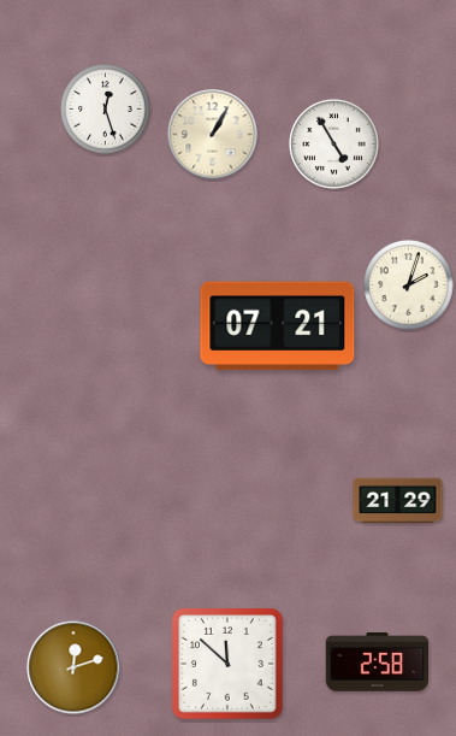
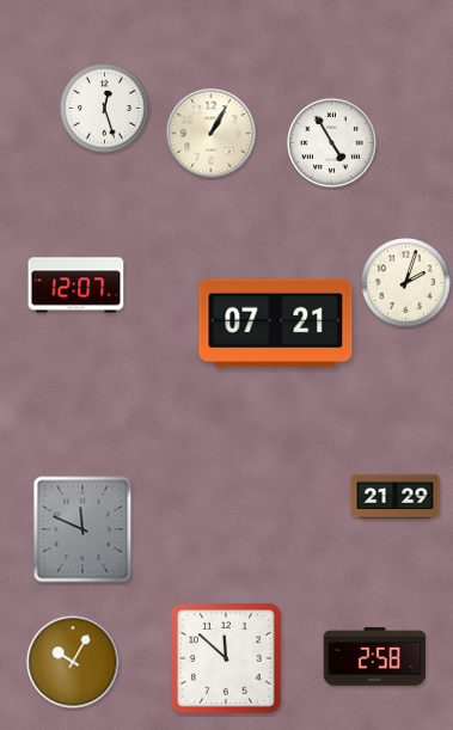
clock at (76, 286): none -> 12:07
clock at (82, 529): none -> 11:49
clock at (73, 667): 12:12 -> 10:05
